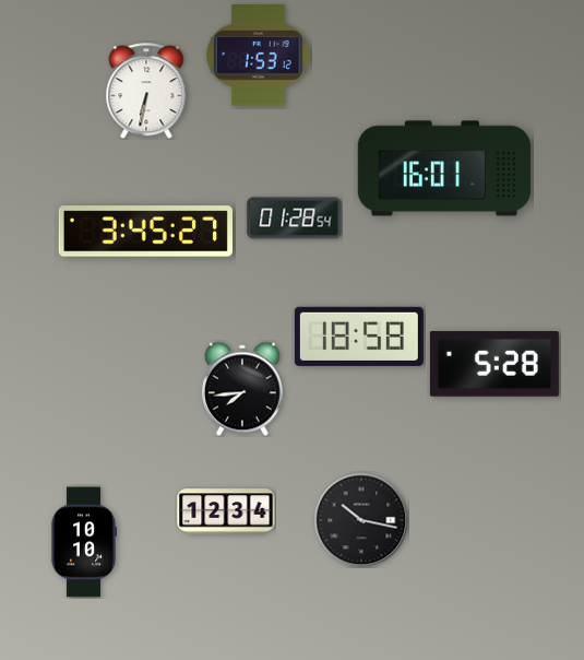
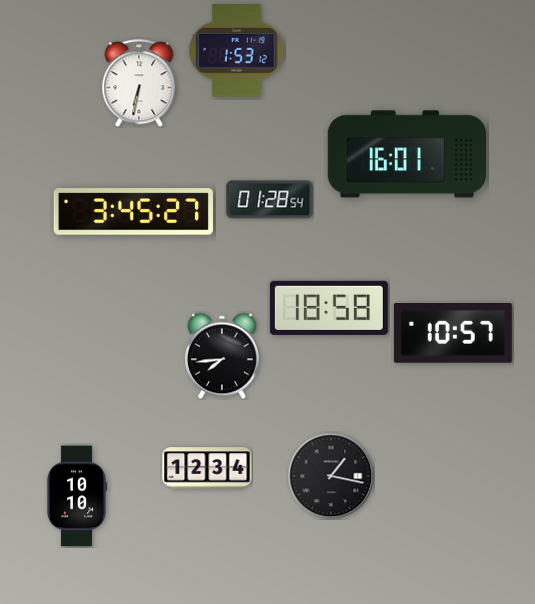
clock at (146, 91) position: (146, 91) -> (139, 83)
clock at (494, 365): 5:28 -> 10:57
clock at (361, 520): 10:17 -> 1:17
